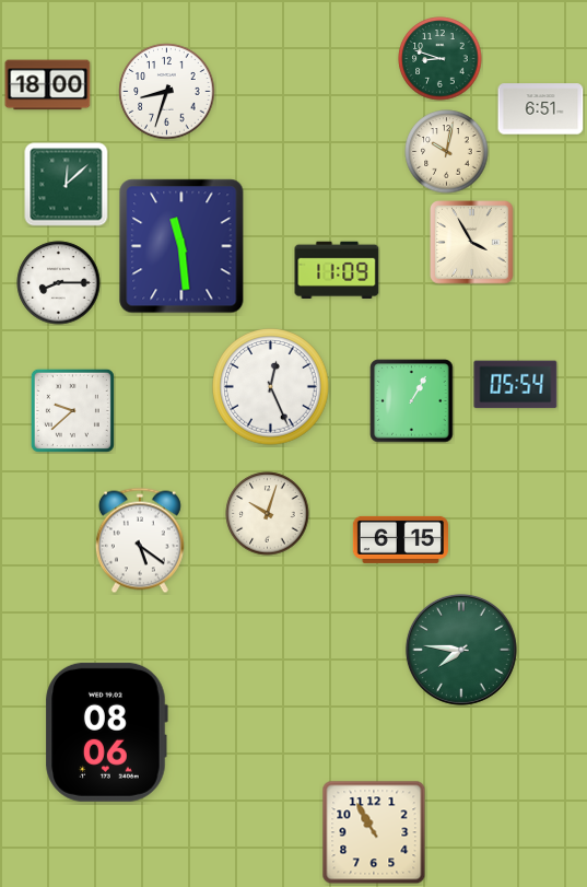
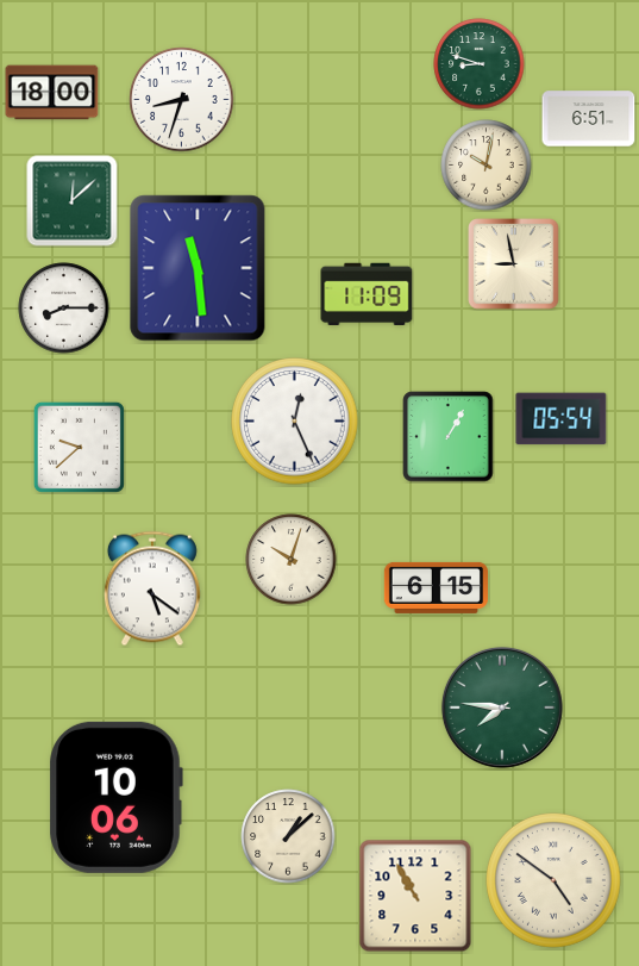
clock at (472, 243): 3:55 -> 8:58
clock at (106, 732): 08:06 -> 10:06
clock at (288, 836): none -> 1:08
clock at (555, 881): none -> 4:51
clock at (374, 832) position: (374, 832) -> (415, 896)
